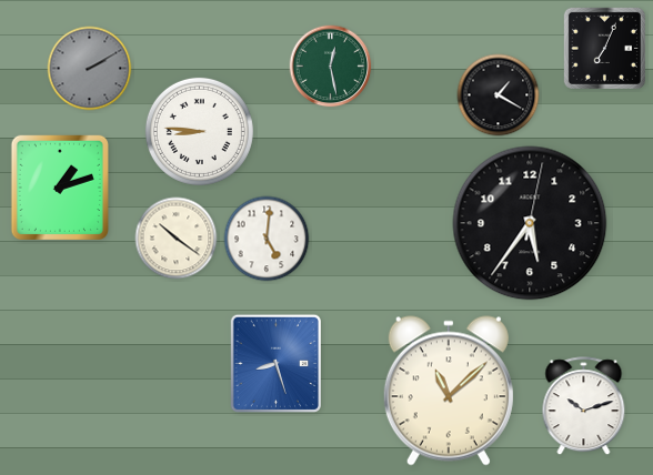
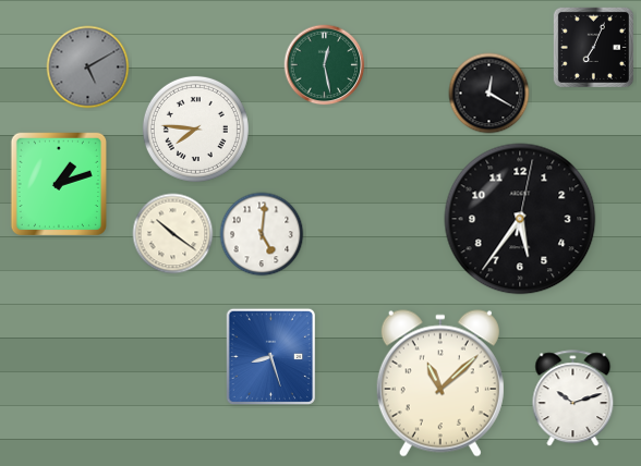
clock at (90, 69): 2:10 -> 5:10
clock at (499, 95): 1:20 -> 12:20
clock at (199, 131): 8:46 -> 7:46
